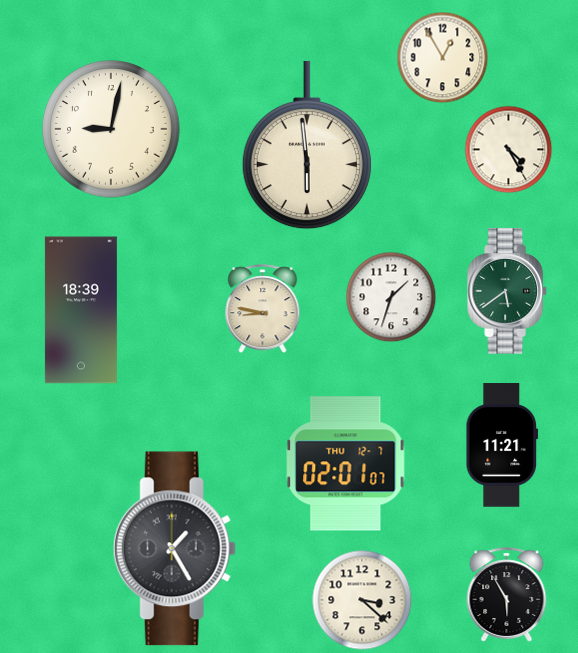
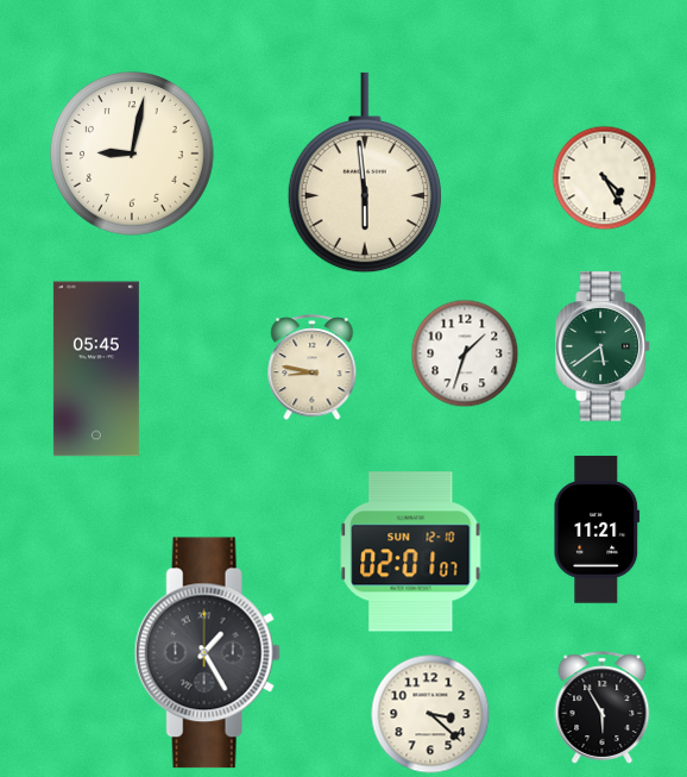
clock at (442, 57): 12:55 -> none
clock at (81, 310): 18:39 -> 05:45
clock at (346, 464) date: THU 12-7 -> SUN 12-10
